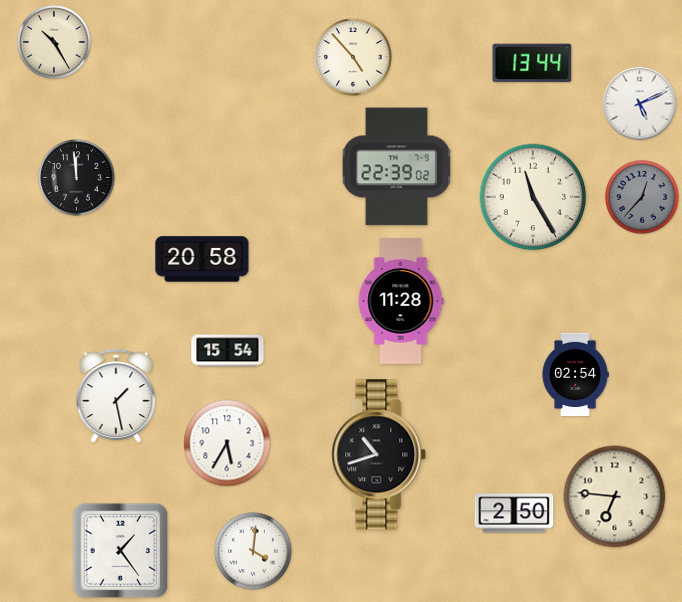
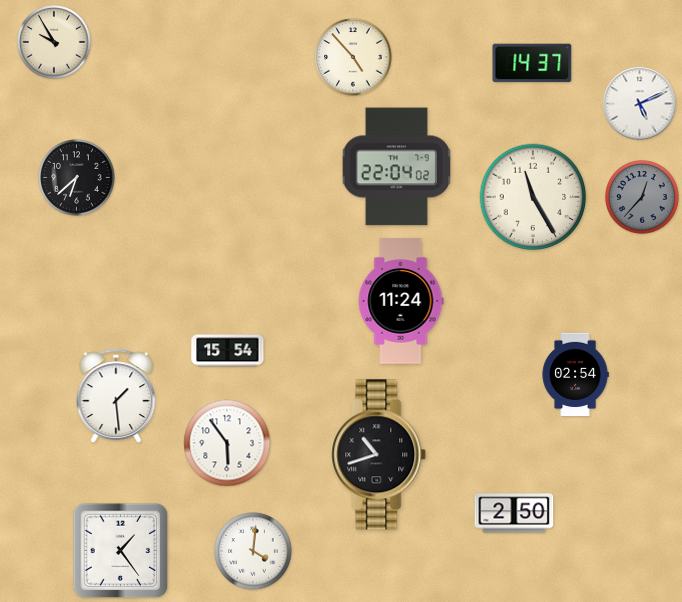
clock at (55, 43): 10:25 -> 9:55
clock at (532, 63): 13:44 -> 14:37
clock at (396, 167): 22:39 -> 22:04
clock at (77, 178): 11:59 -> 6:38
clock at (202, 259): 20:58 -> none
clock at (401, 301): 11:28 -> 11:24
clock at (116, 396): 1:28 -> 1:29
clock at (227, 443): 5:35 -> 5:54
clock at (615, 497): 6:46 -> none
